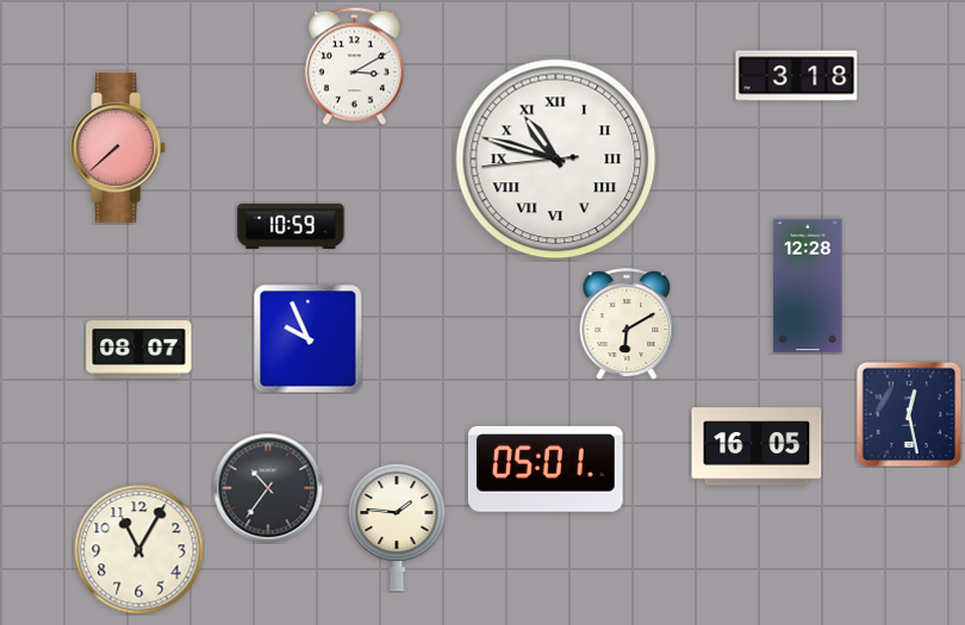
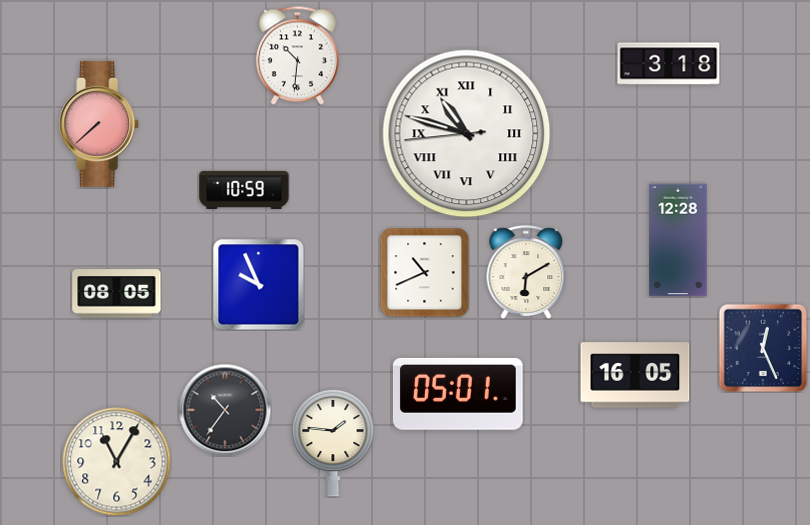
clock at (354, 65): 3:10 -> 10:31
clock at (424, 272): none -> 10:41
clock at (139, 350): 08:07 -> 08:05
clock at (909, 414): 12:28 -> 12:26
